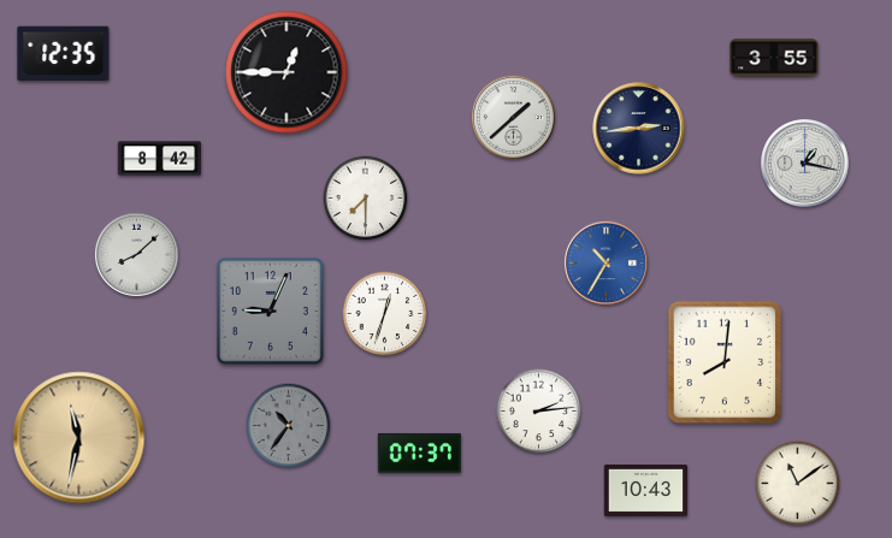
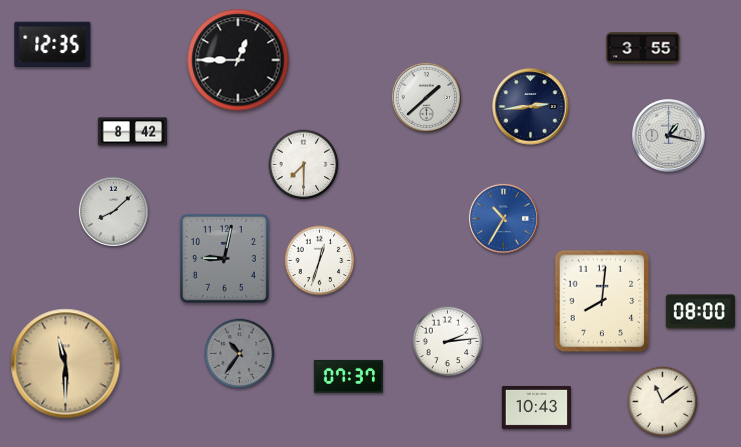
clock at (270, 311): 9:04 -> 9:02
clock at (700, 312): none -> 08:00
clock at (79, 438): 11:32 -> 11:30
